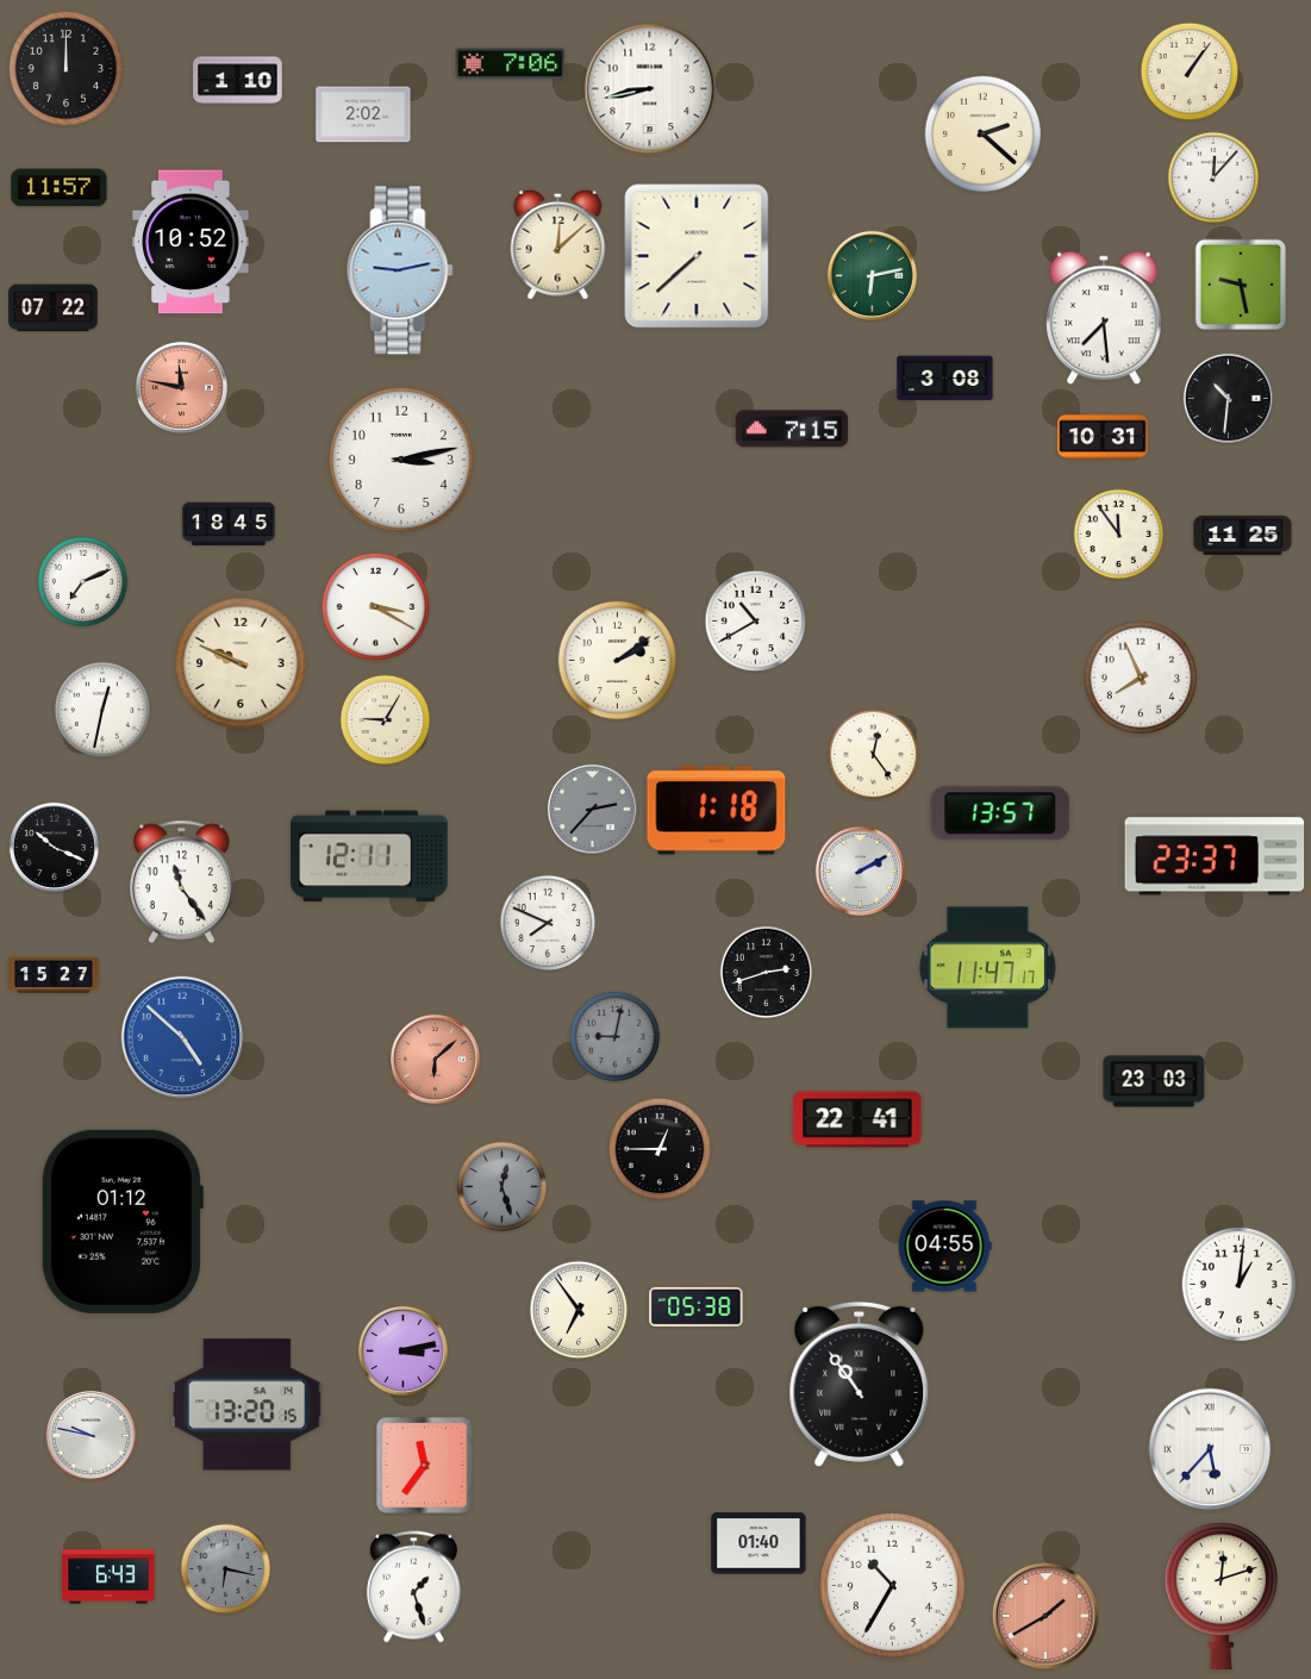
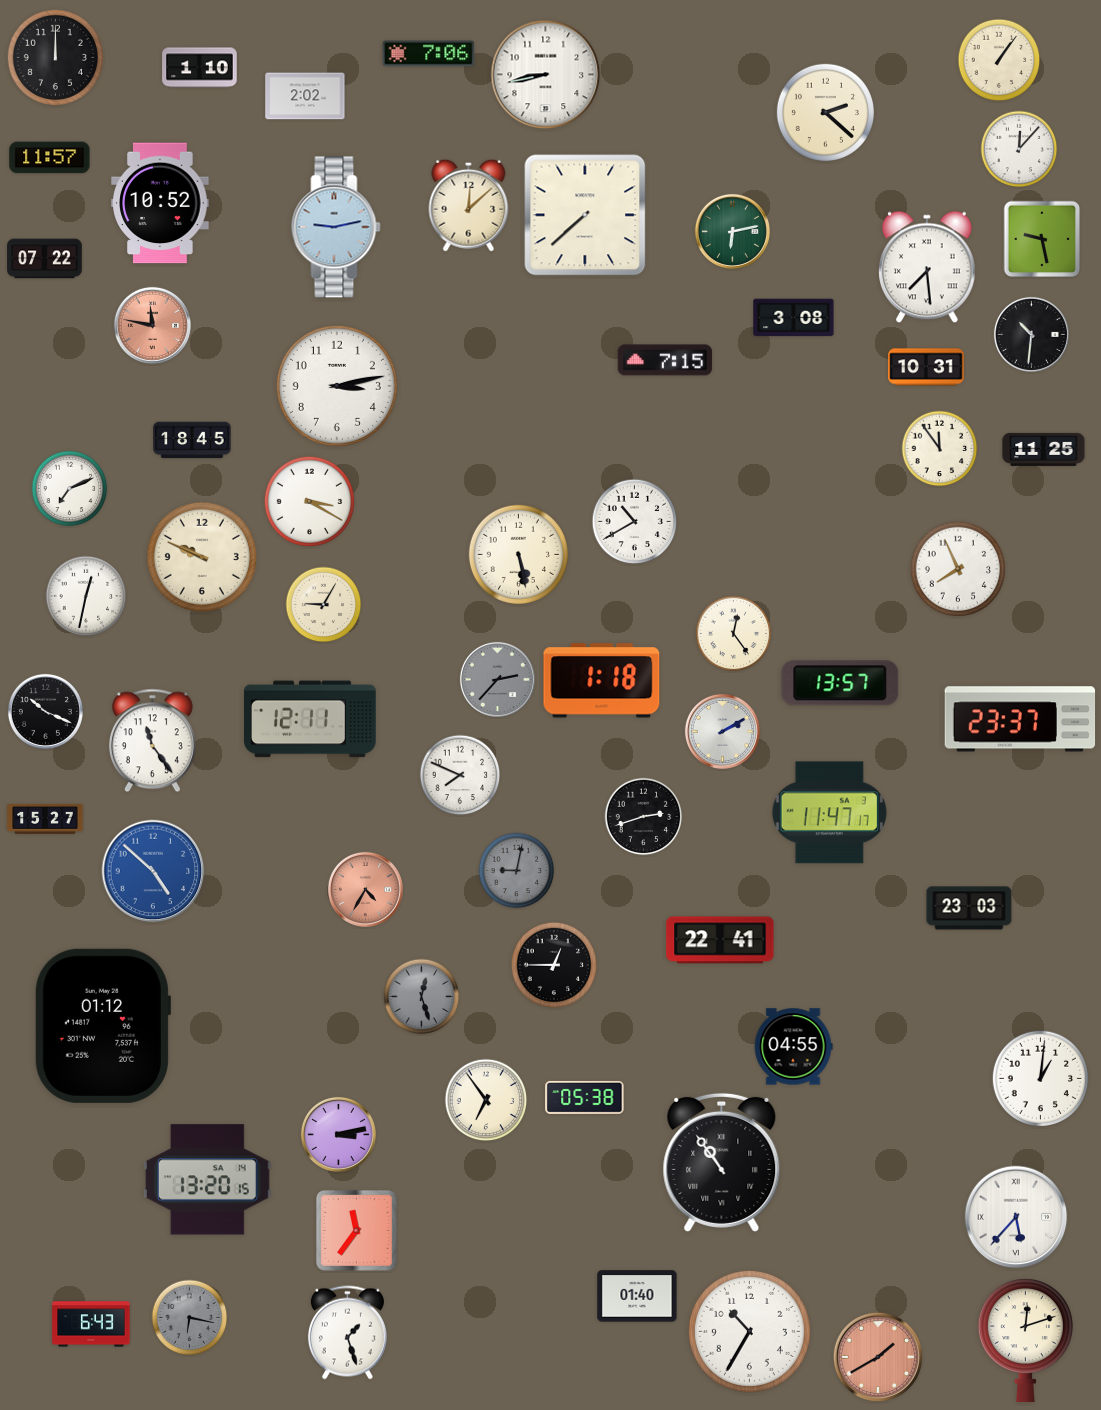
clock at (376, 607) position: (376, 607) -> (310, 502)
clock at (617, 660): 2:09 -> 5:28
clock at (435, 1059): 6:08 -> 4:35
clock at (90, 1435): 9:47 -> none
